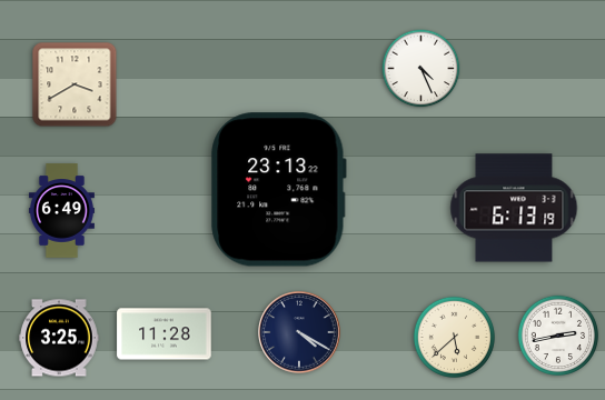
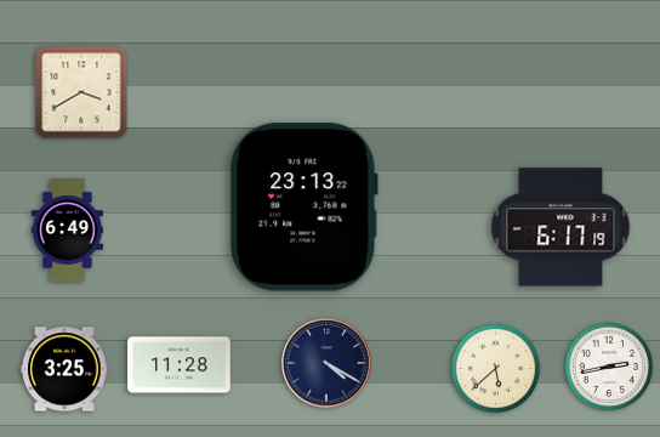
clock at (421, 69): 4:26 -> none
clock at (514, 208): 6:13 -> 6:17
